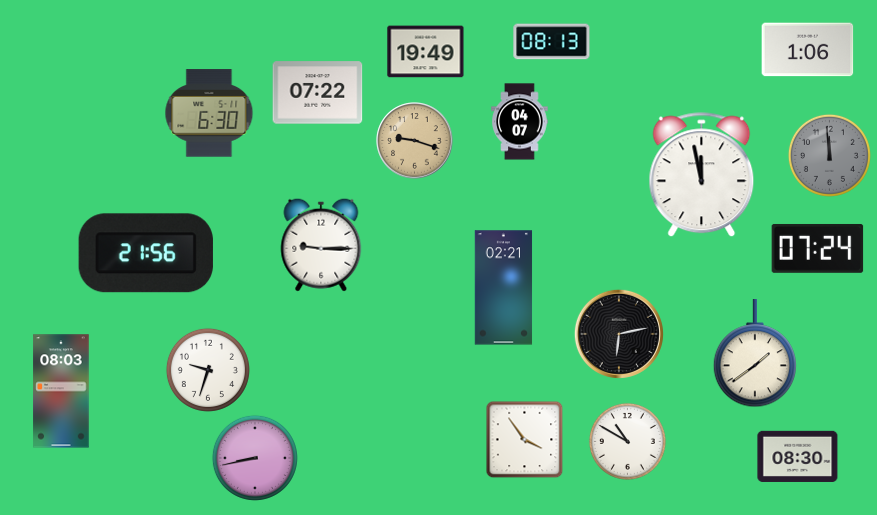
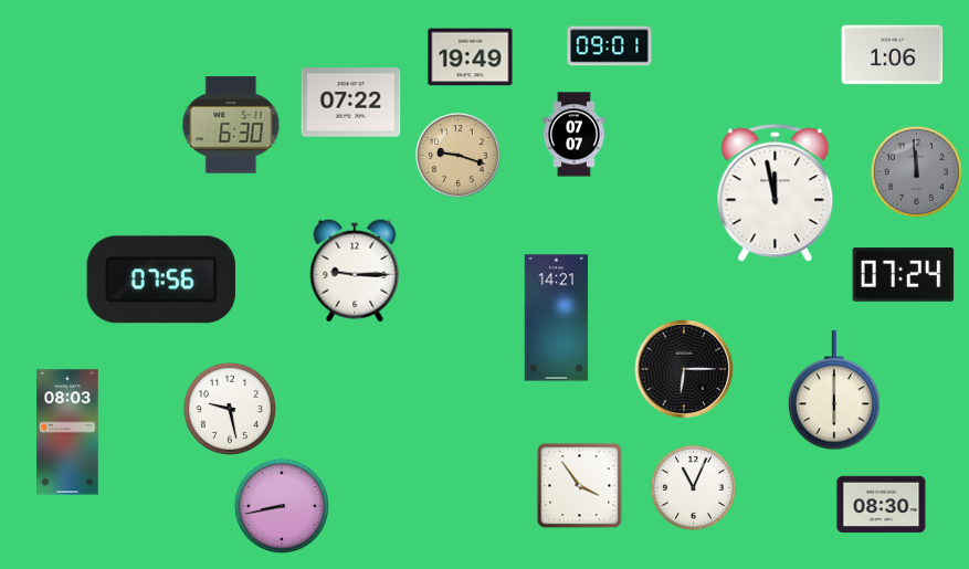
clock at (552, 42): 08:13 -> 09:01
clock at (520, 122): 04:07 -> 07:07
clock at (146, 253): 21:56 -> 07:56
clock at (504, 288): 02:21 -> 14:21
clock at (619, 334): 6:13 -> 6:15
clock at (754, 354): 1:39 -> 6:00
clock at (208, 370): 9:33 -> 9:28
clock at (627, 441): 10:50 -> 11:04
